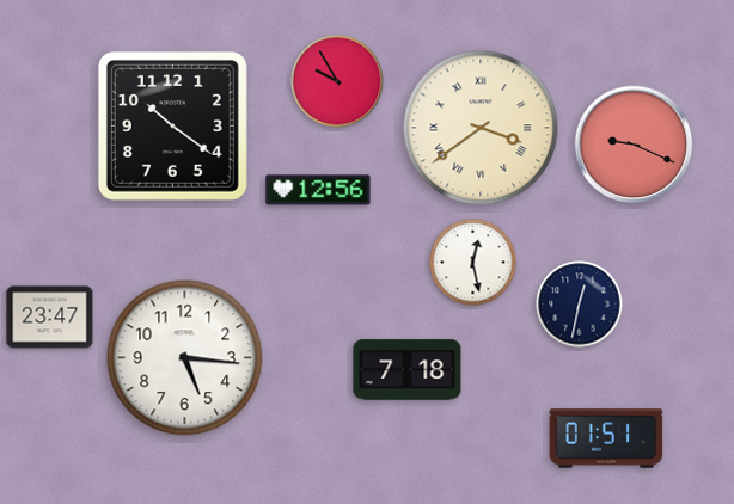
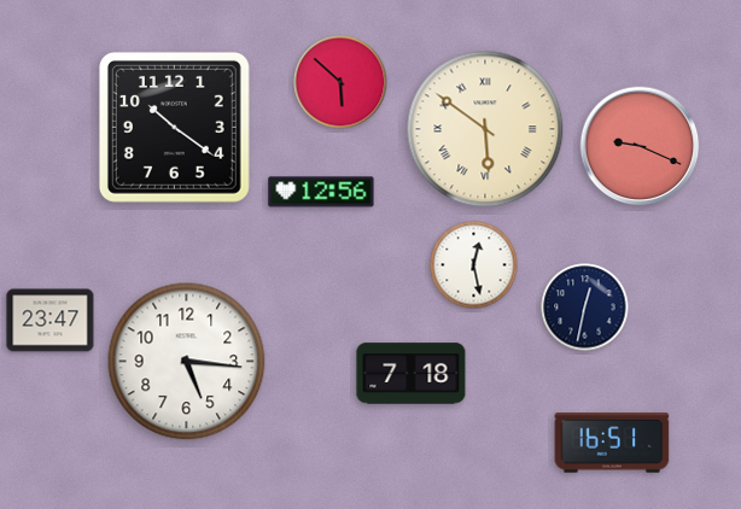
clock at (337, 81): 9:55 -> 5:52
clock at (481, 128): 3:39 -> 5:51
clock at (473, 263) position: (473, 263) -> (474, 265)
clock at (606, 438): 01:51 -> 16:51
